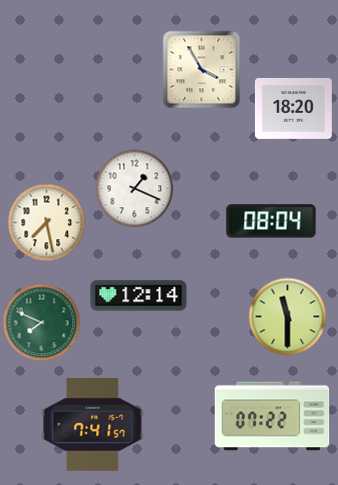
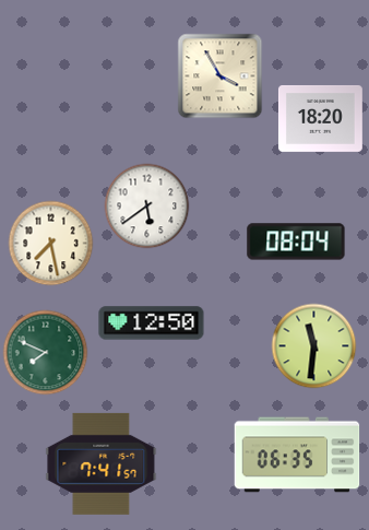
clock at (134, 188): 1:19 -> 5:39
clock at (139, 296): 12:14 -> 12:50
clock at (287, 316): 11:30 -> 11:31
clock at (272, 416): 07:22 -> 06:35
